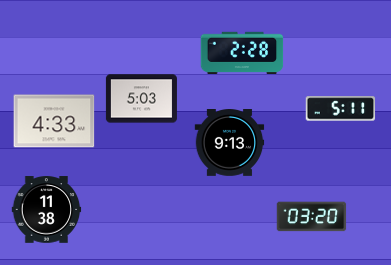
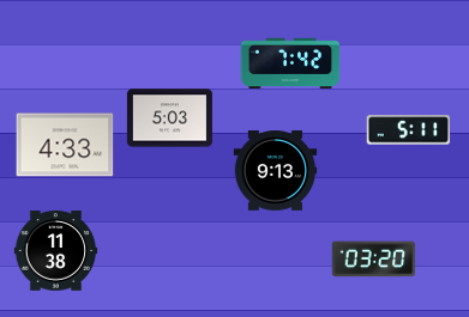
clock at (242, 53): 2:28 -> 7:42
